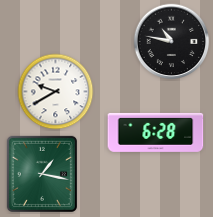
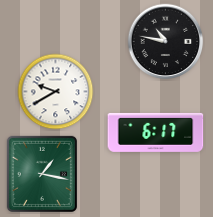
clock at (172, 42) position: (172, 42) -> (166, 42)
clock at (156, 132): 6:28 -> 6:17
